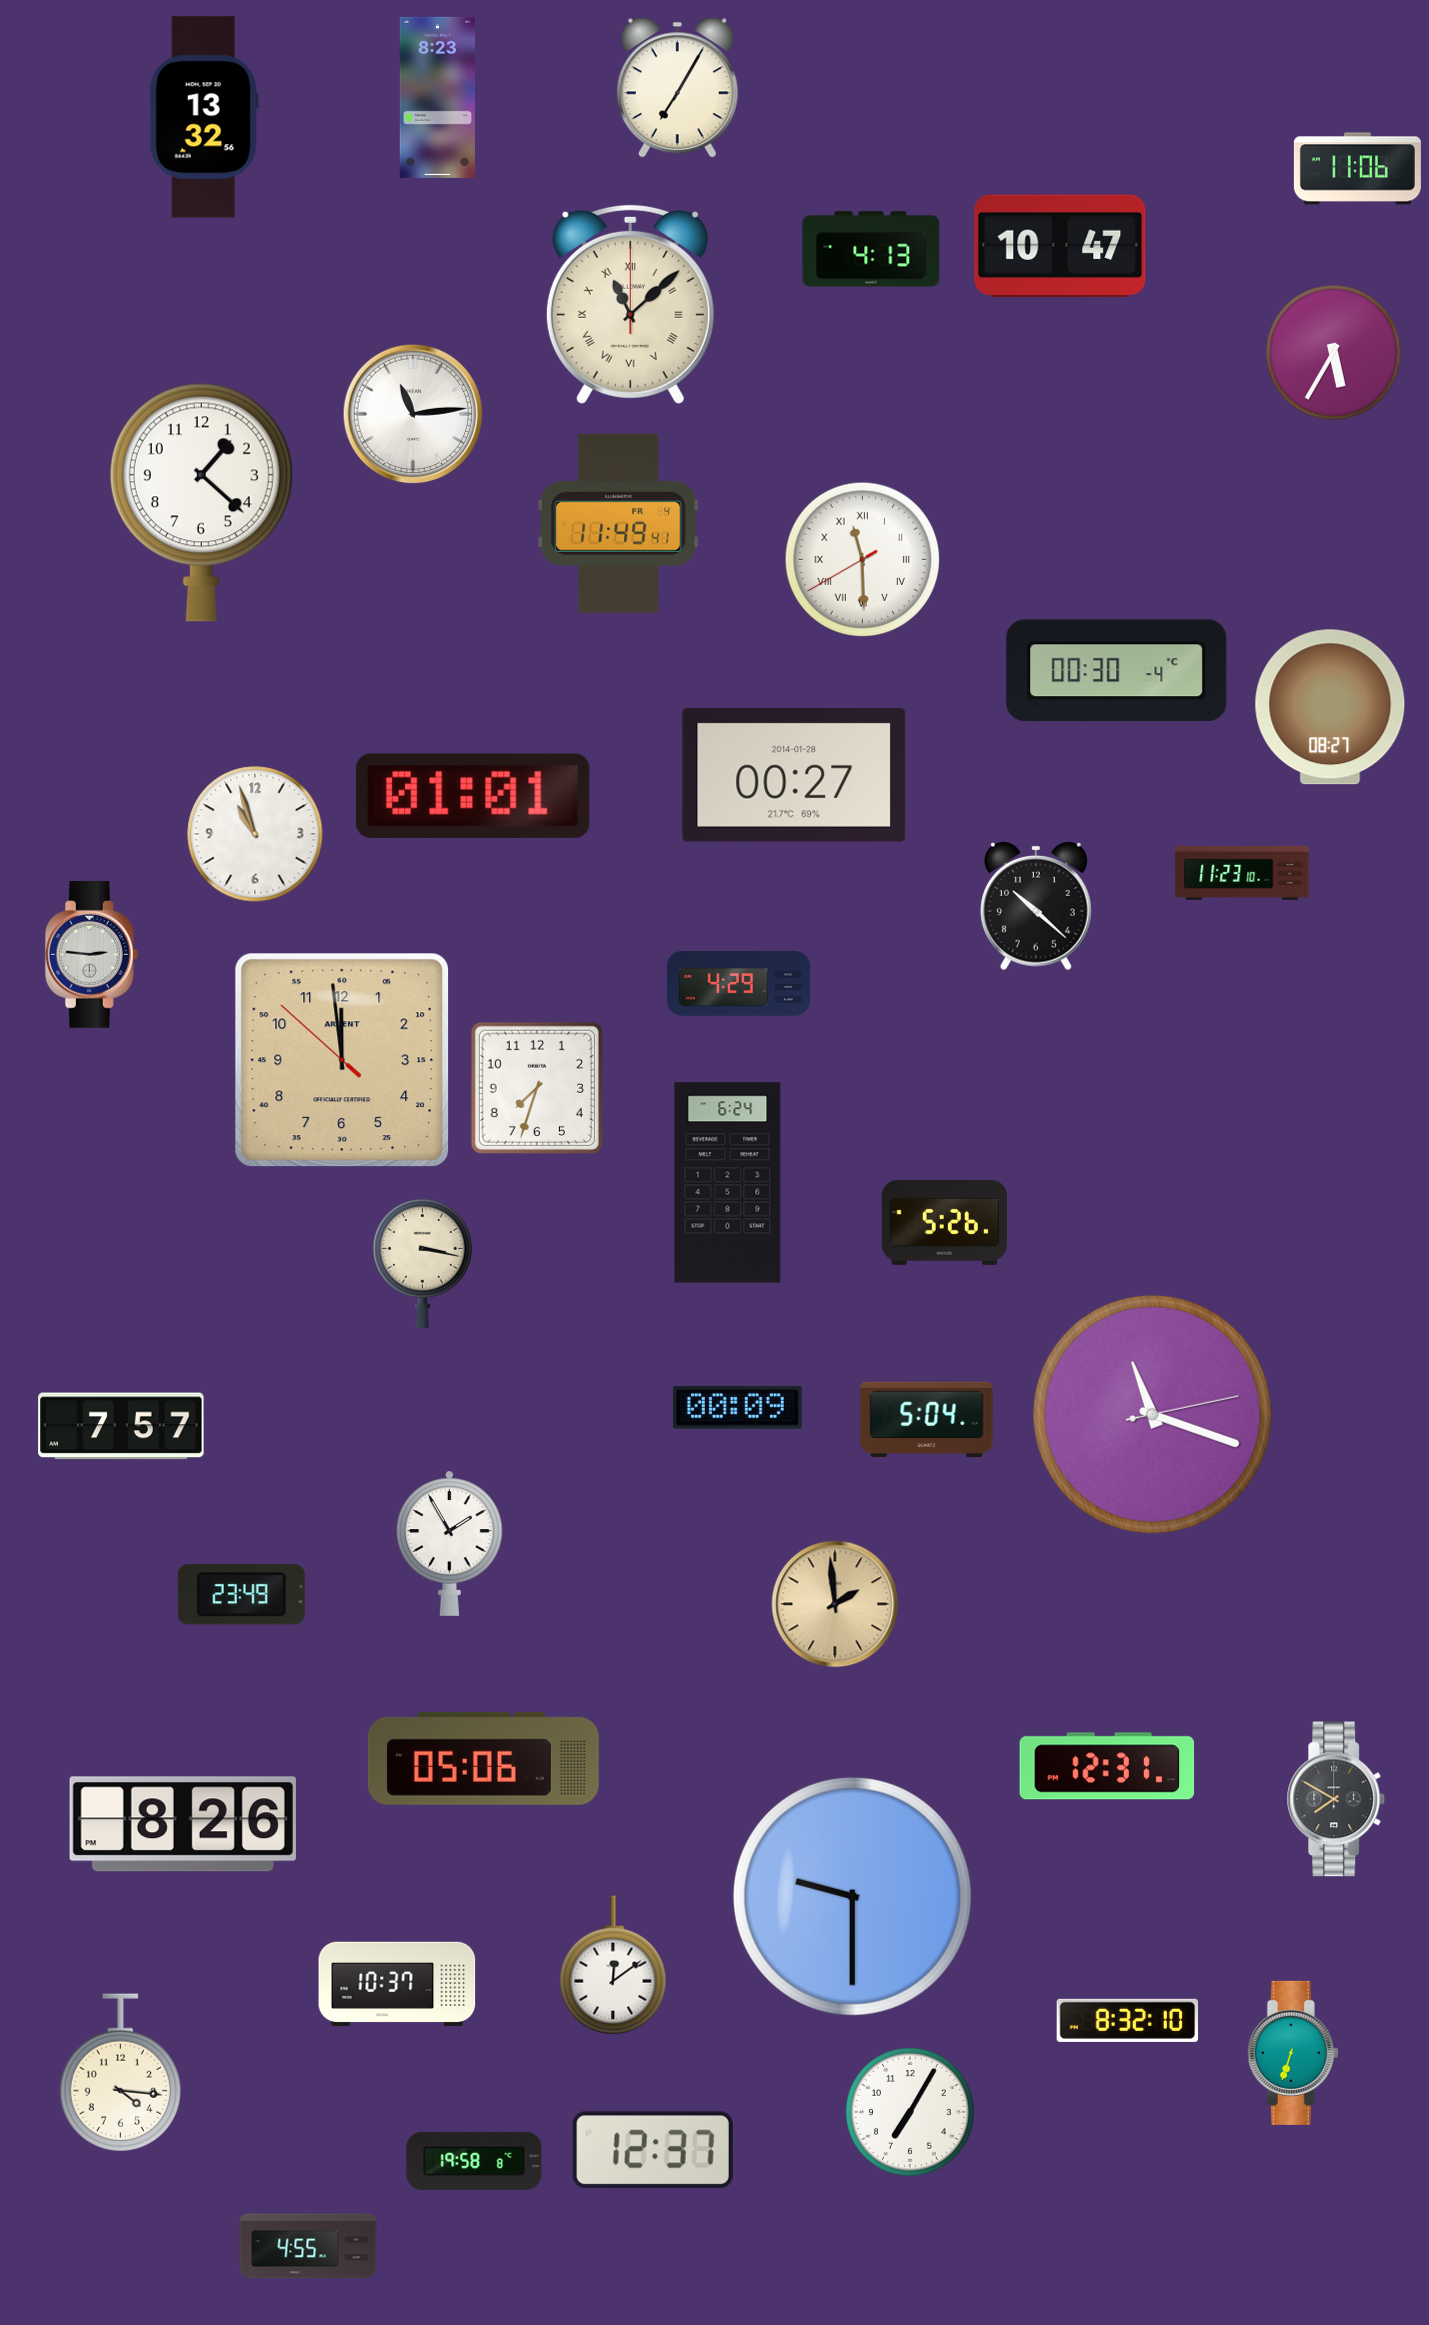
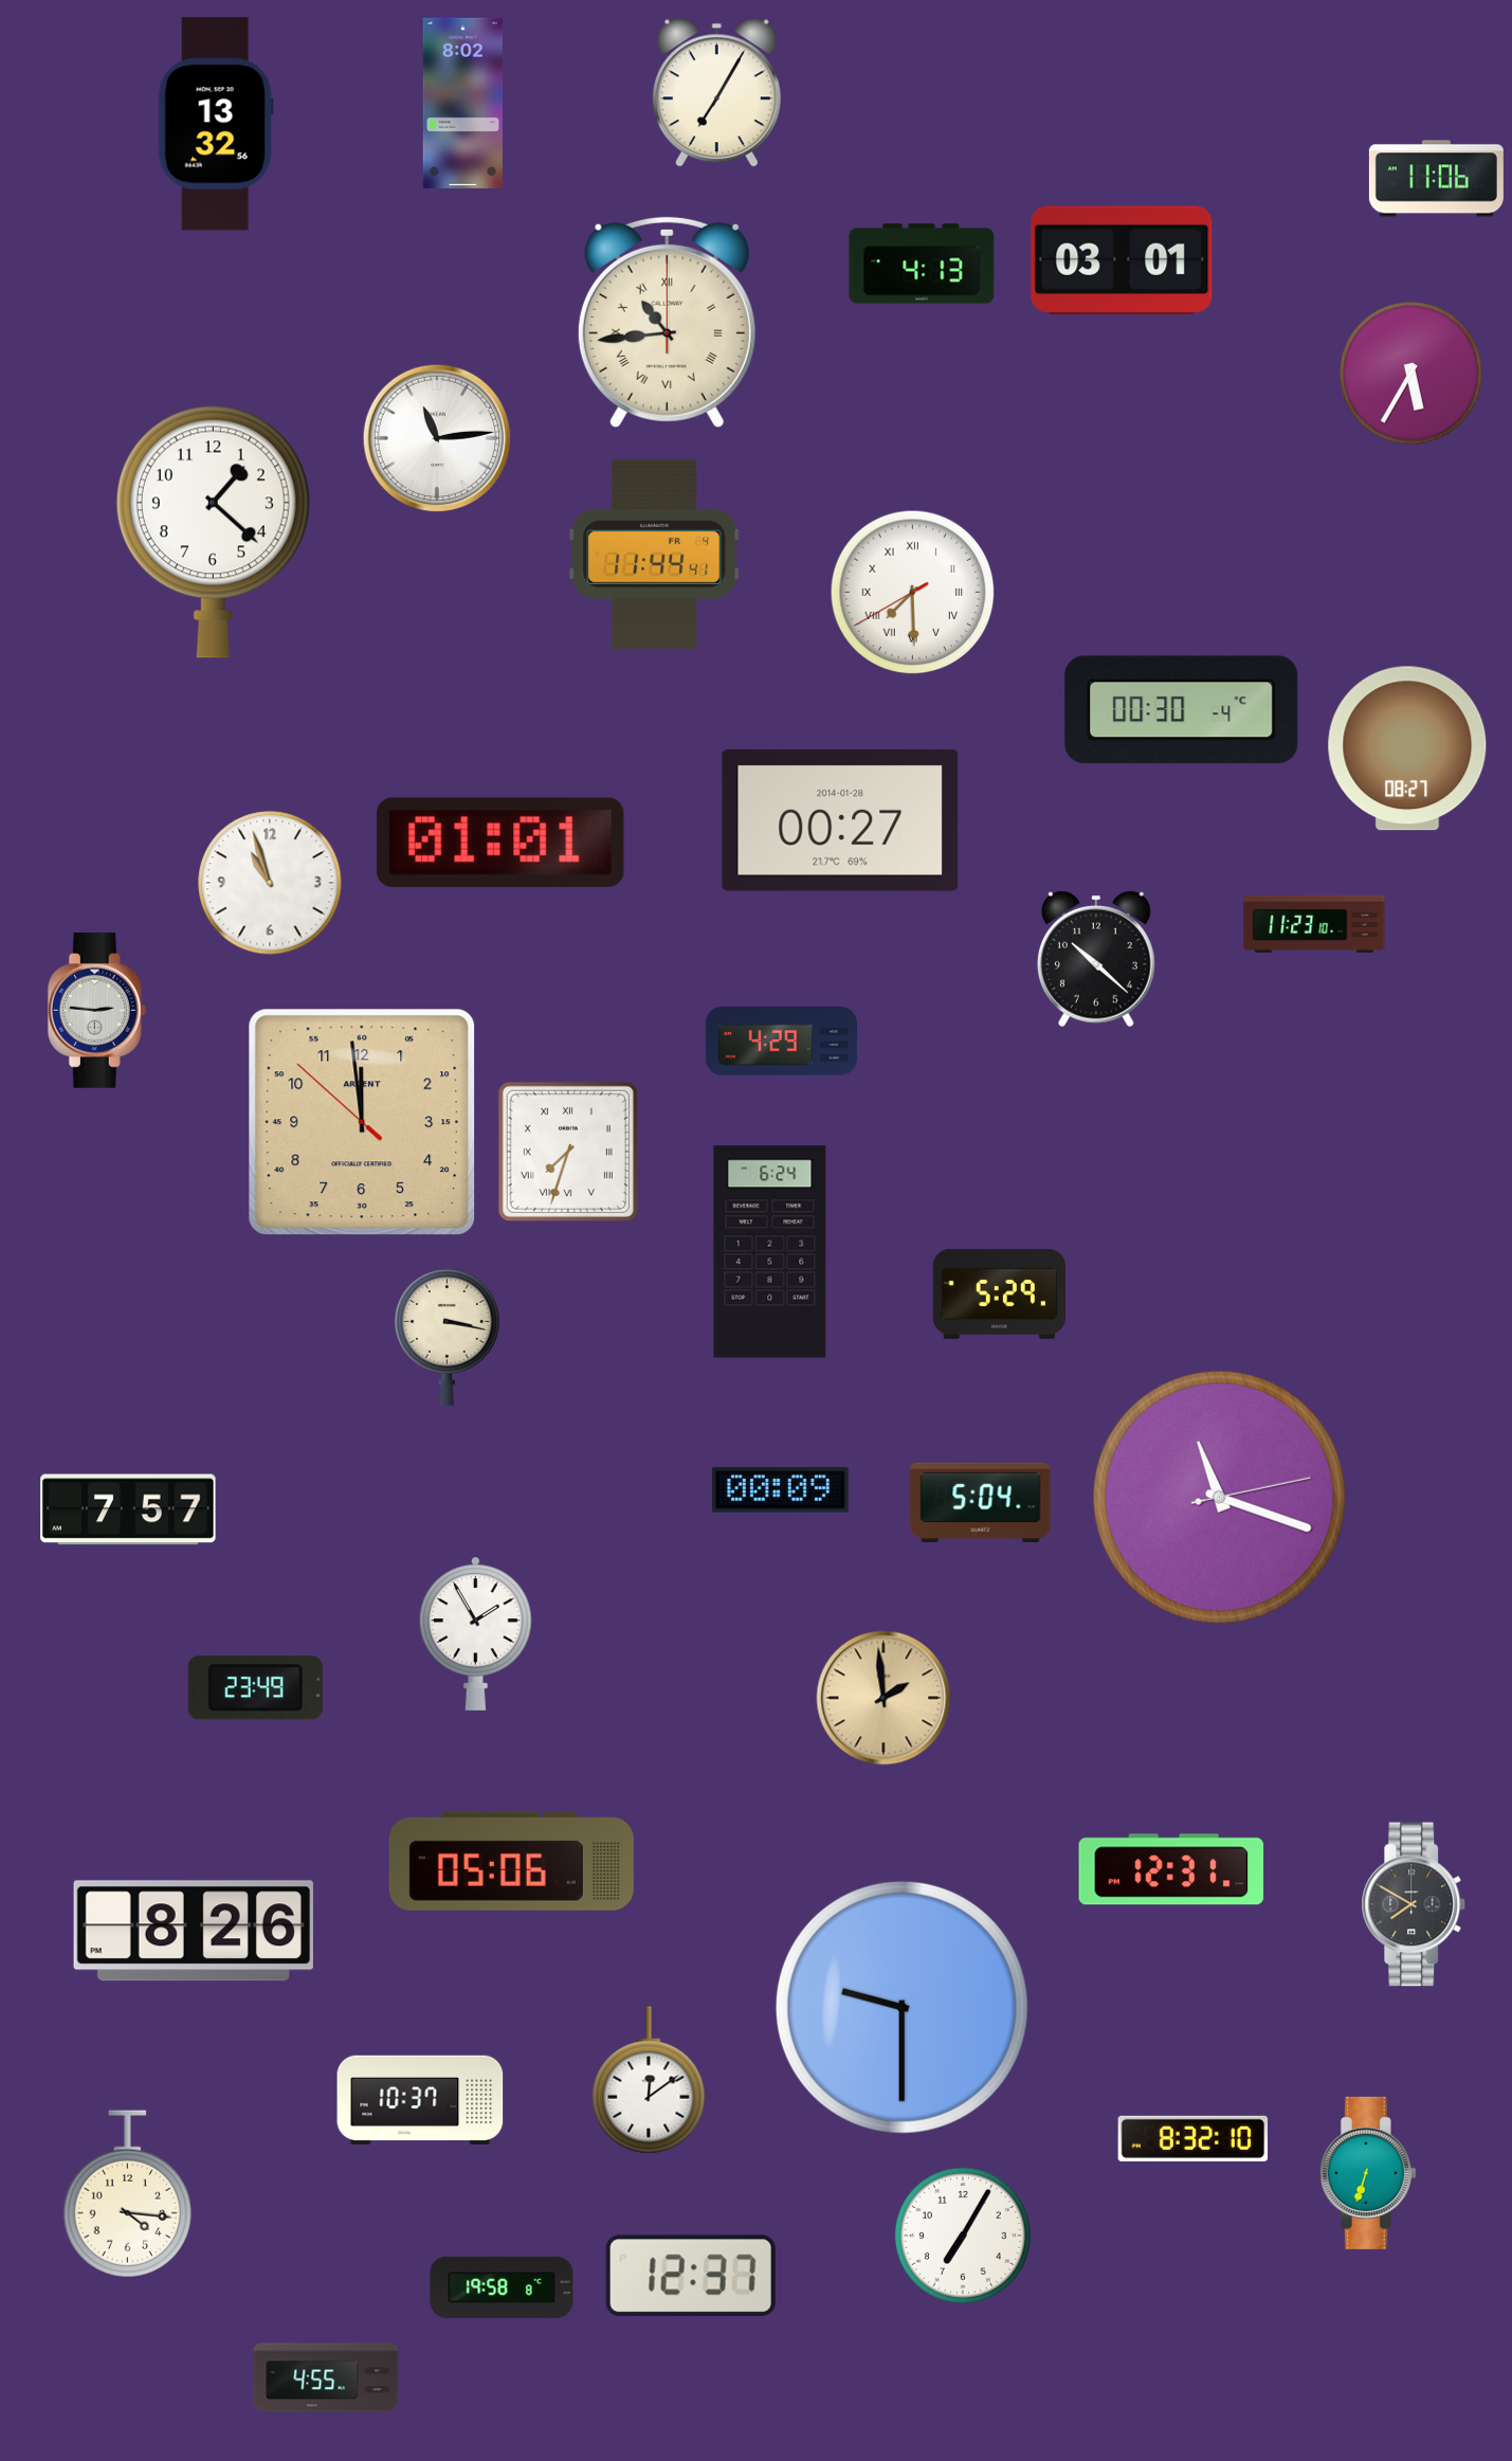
clock at (437, 97): 8:23 -> 8:02
clock at (1060, 246): 10:47 -> 03:01
clock at (630, 304): 11:08 -> 10:44
clock at (619, 523): 11:49 -> 11:44
clock at (863, 560): 11:29 -> 7:29
clock at (537, 1088) numerals: Arabic -> Roman
clock at (944, 1222): 5:26 -> 5:29
